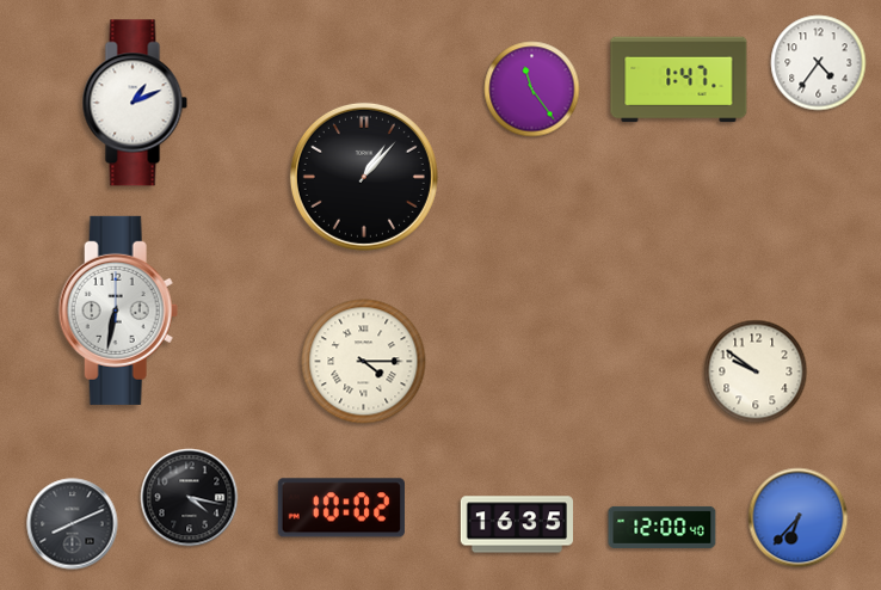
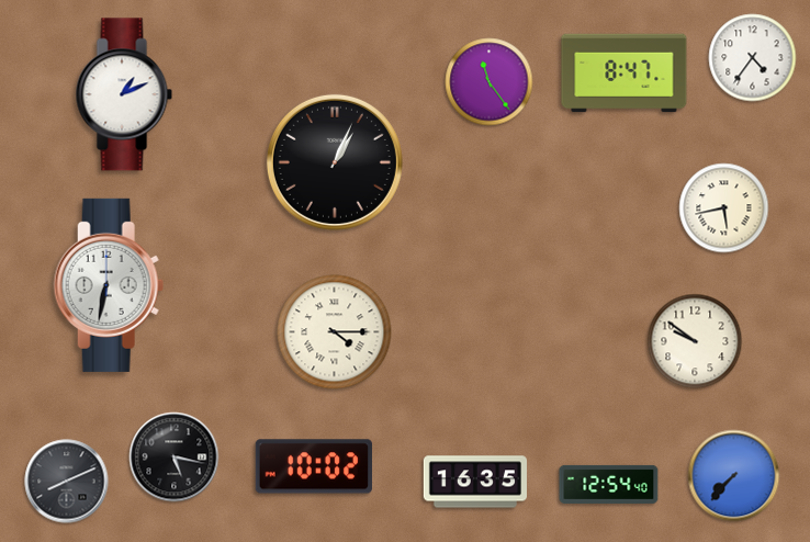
clock at (679, 80): 1:47 -> 8:47
clock at (364, 177): 1:07 -> 1:04
clock at (724, 208): none -> 5:43
clock at (190, 498): 4:17 -> 5:17
clock at (799, 518): 6:37 -> 7:37
clock at (663, 527): 12:00 -> 12:54
